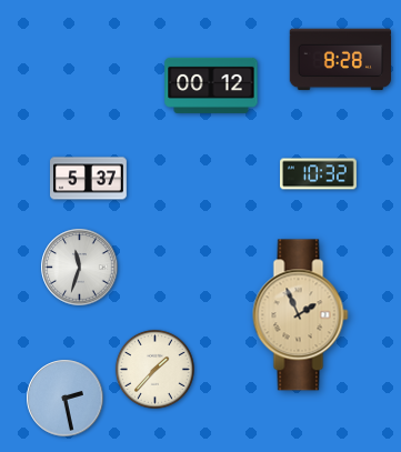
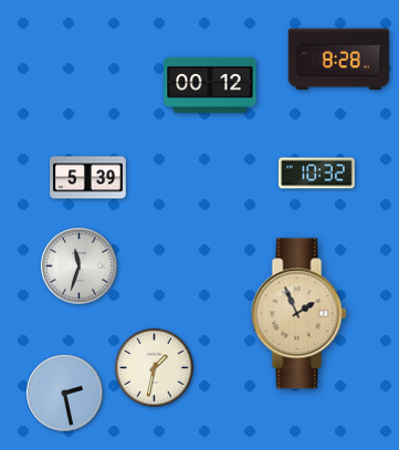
clock at (89, 179): 5:37 -> 5:39
clock at (154, 369): 1:37 -> 1:32
clock at (66, 399) position: (66, 399) -> (65, 394)
